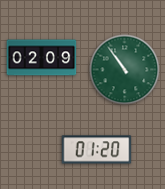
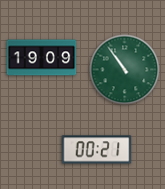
clock at (42, 58): 02:09 -> 19:09
clock at (97, 150): 01:20 -> 00:21
